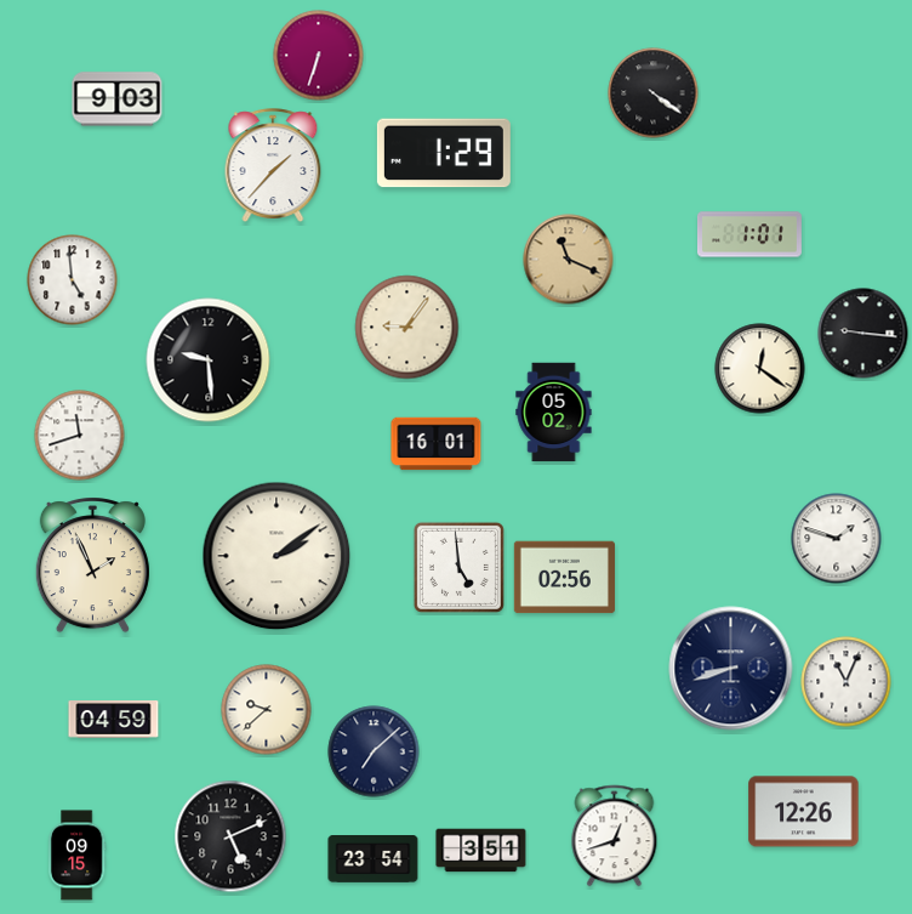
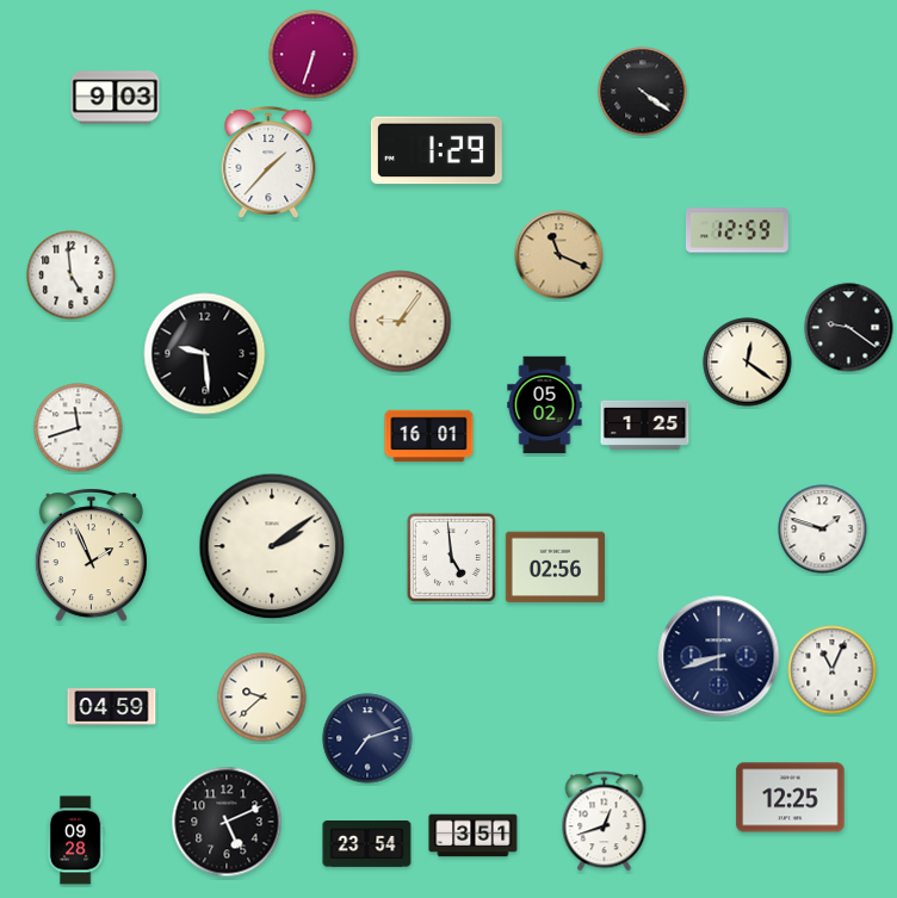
clock at (749, 234): 1:01 -> 12:59
clock at (863, 334): 9:16 -> 9:21
clock at (645, 425): none -> 1:25
clock at (374, 751): 7:08 -> 7:12
clock at (804, 812): 12:26 -> 12:25
clock at (76, 856): 09:15 -> 09:28
